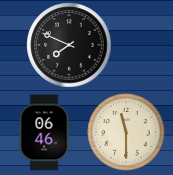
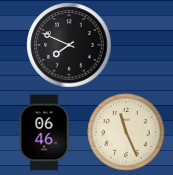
clock at (126, 132): 11:30 -> 11:26
